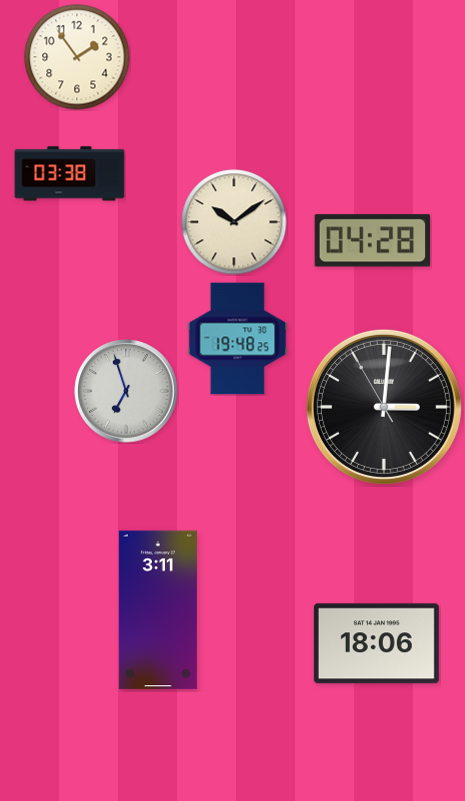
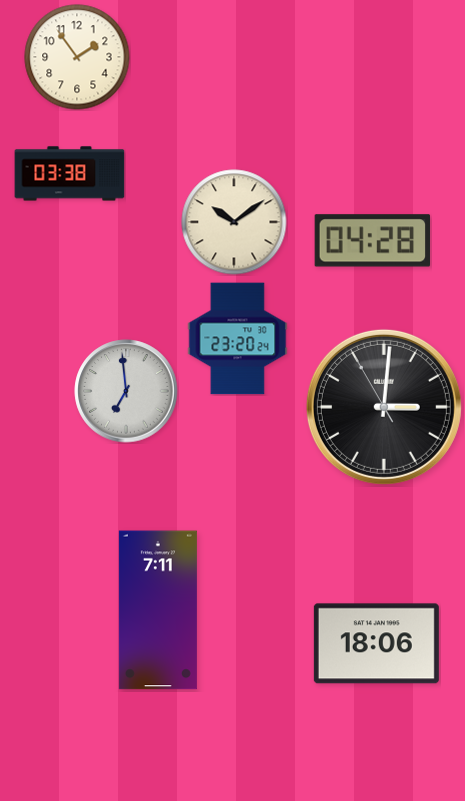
clock at (238, 339): 19:48 -> 23:20
clock at (126, 391): 6:57 -> 6:59
clock at (158, 610): 3:11 -> 7:11
